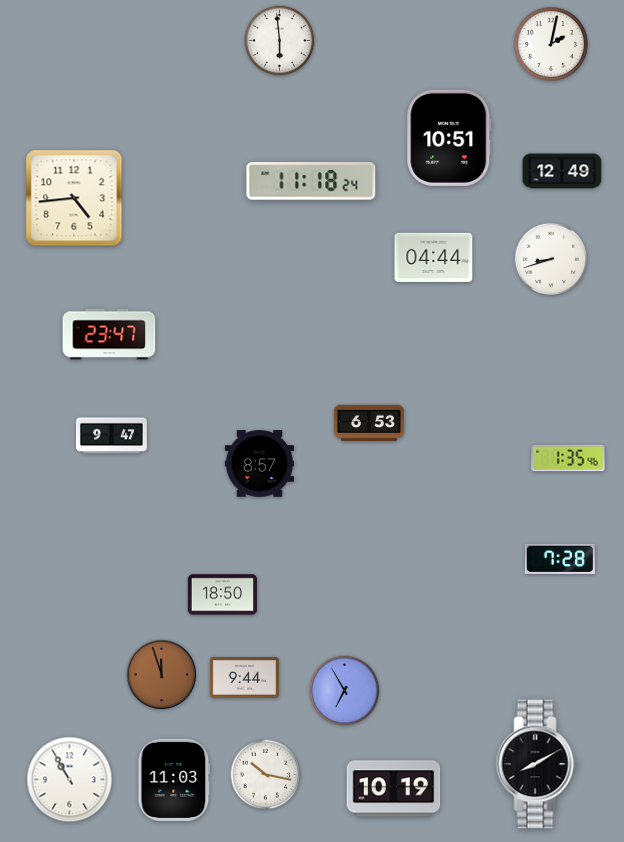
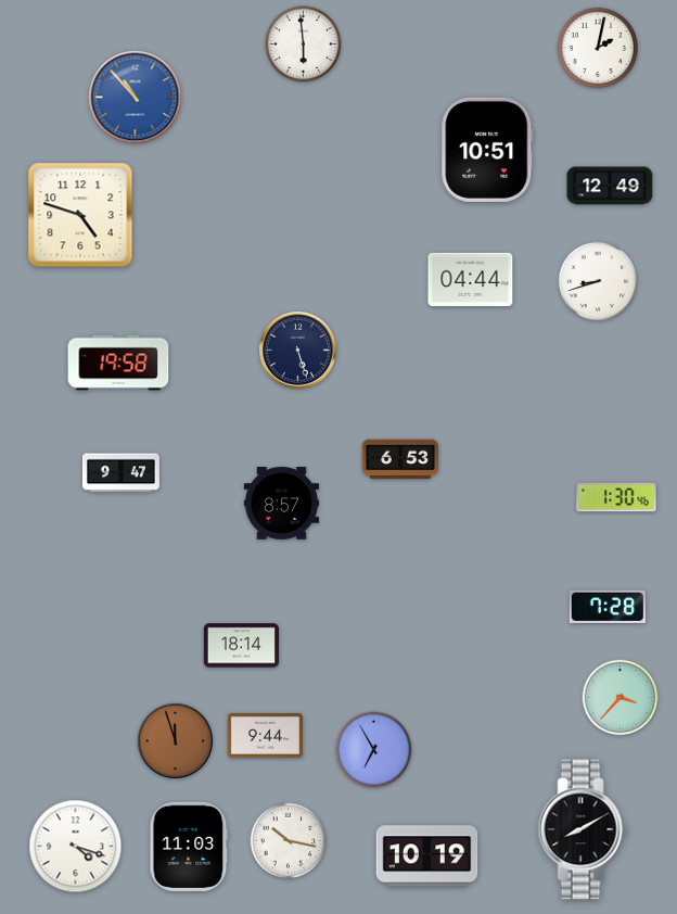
clock at (136, 98): none -> 10:53
clock at (311, 182): 11:18 -> none
clock at (74, 198): 4:44 -> 4:48
clock at (297, 350): none -> 5:27
clock at (109, 334): 23:47 -> 19:58
clock at (568, 458): 1:35 -> 1:30
clock at (223, 595): 18:50 -> 18:14
clock at (621, 698): none -> 3:37
clock at (161, 674) position: (161, 674) -> (175, 740)
clock at (70, 780): 10:55 -> 4:18
